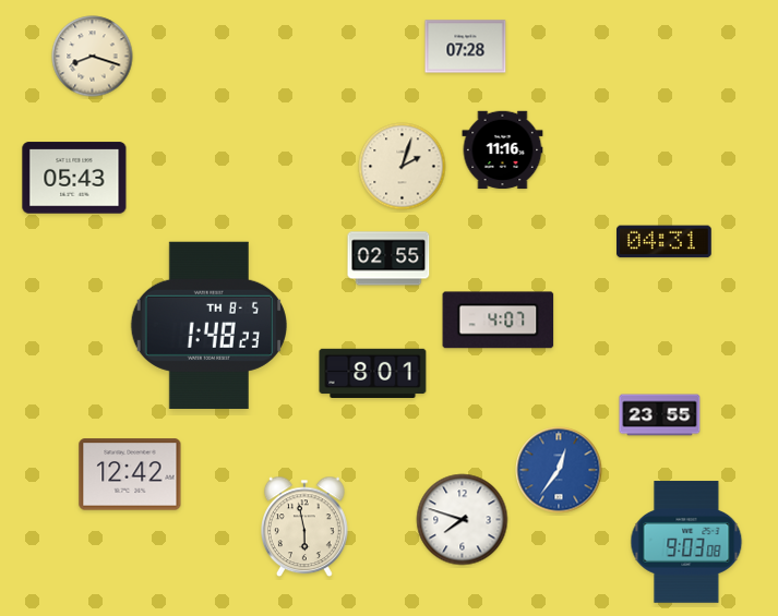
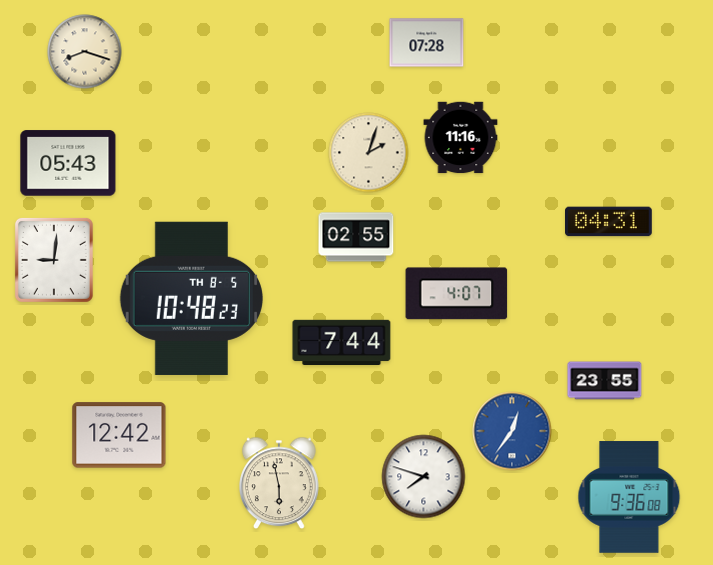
clock at (54, 260): none -> 9:01
clock at (208, 325): 1:48 -> 10:48
clock at (373, 373): 8:01 -> 7:44
clock at (686, 542): 9:03 -> 9:36
